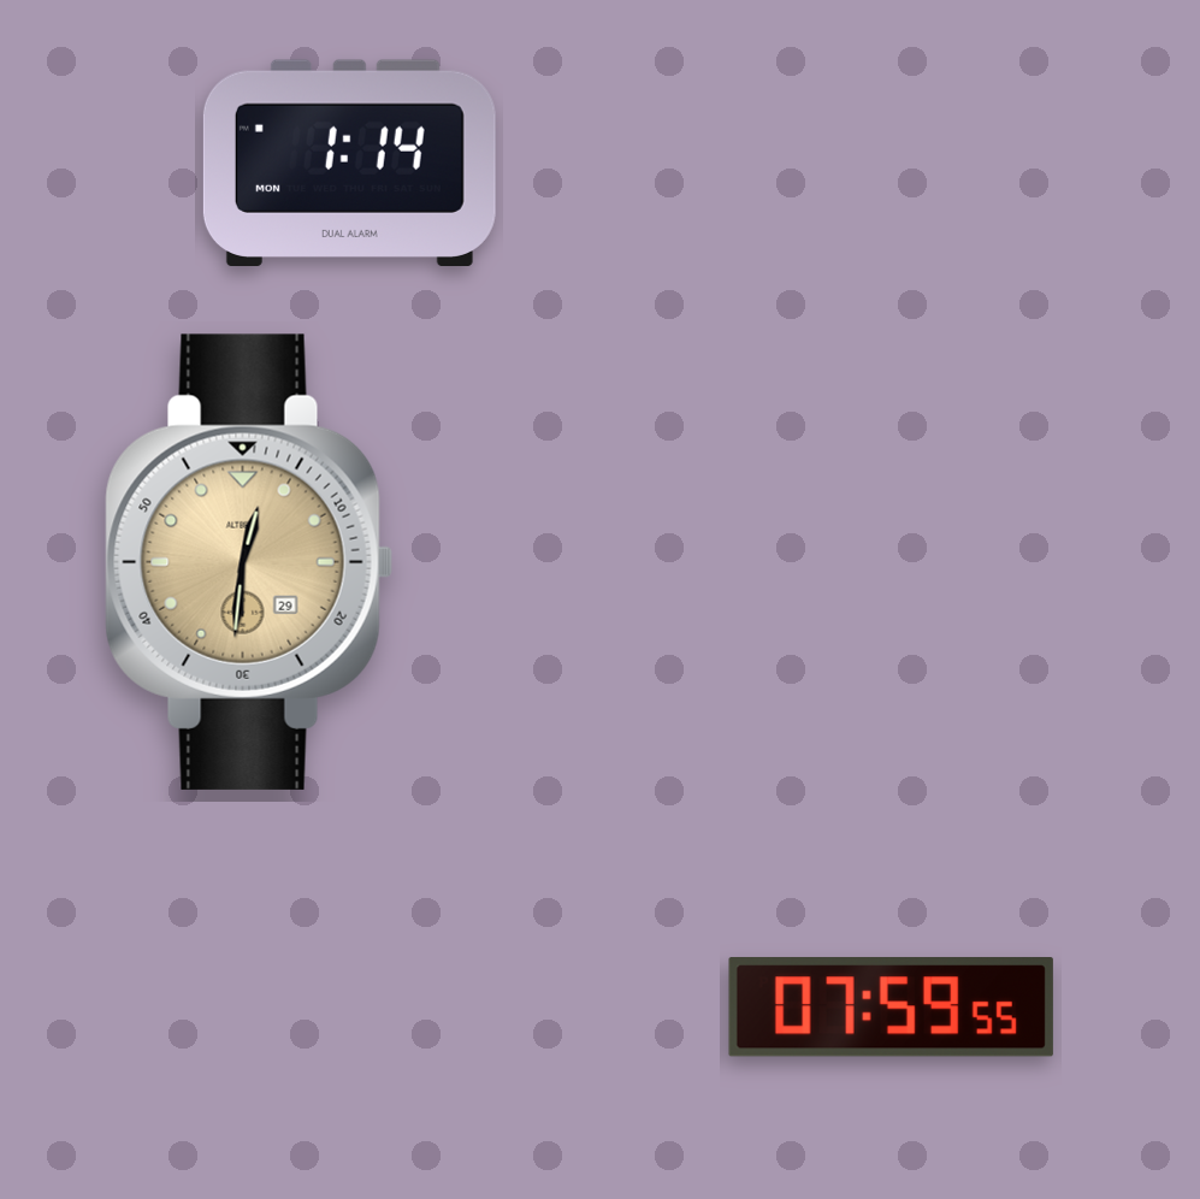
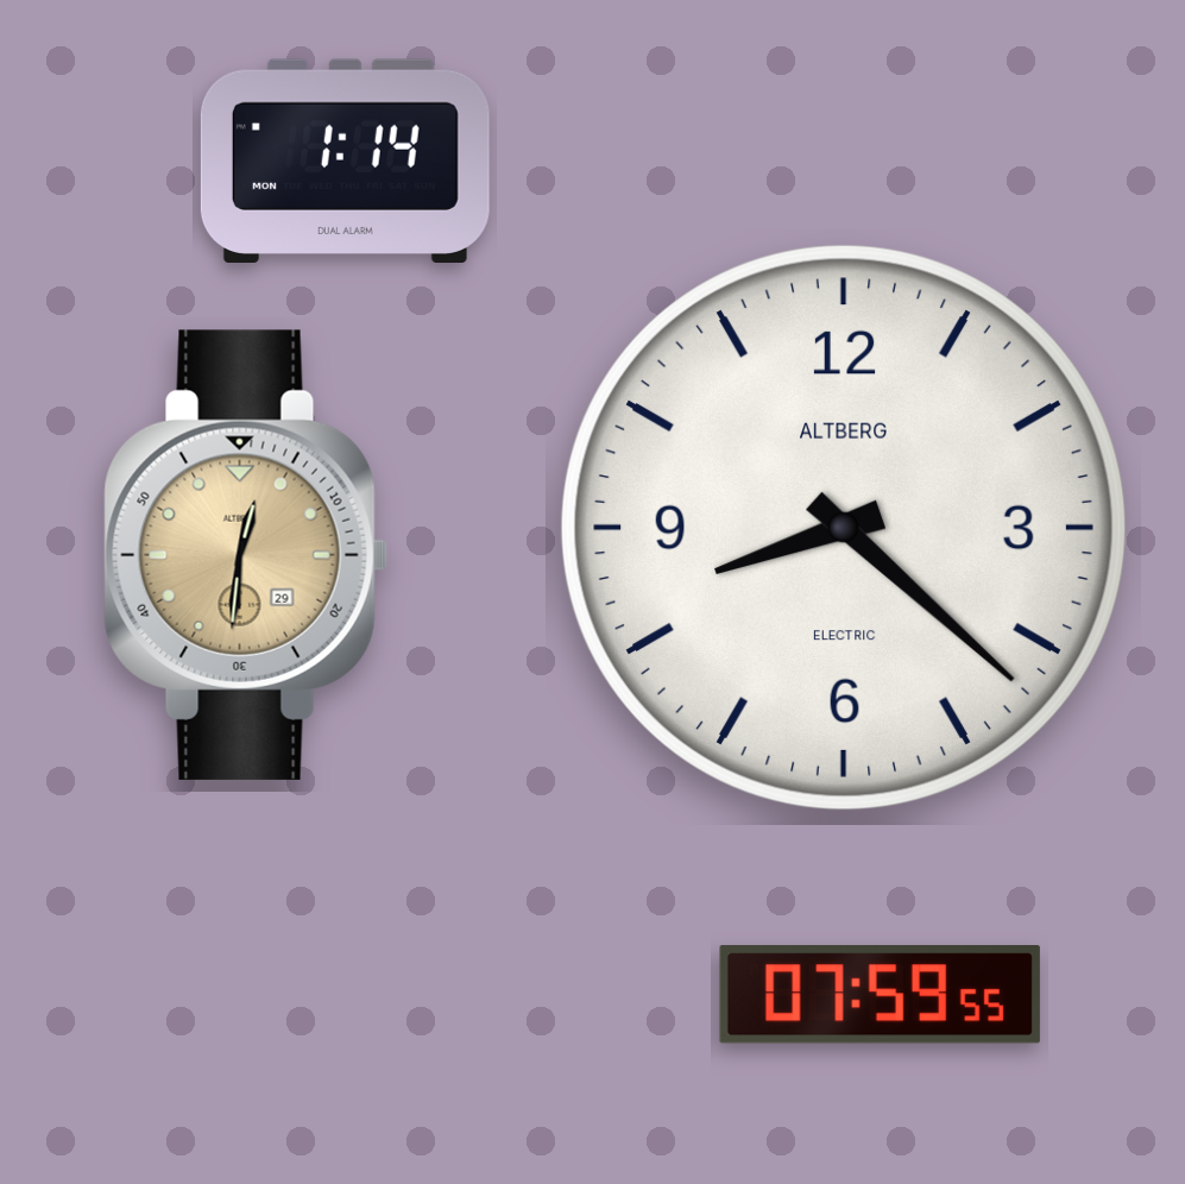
clock at (844, 528): none -> 8:22
